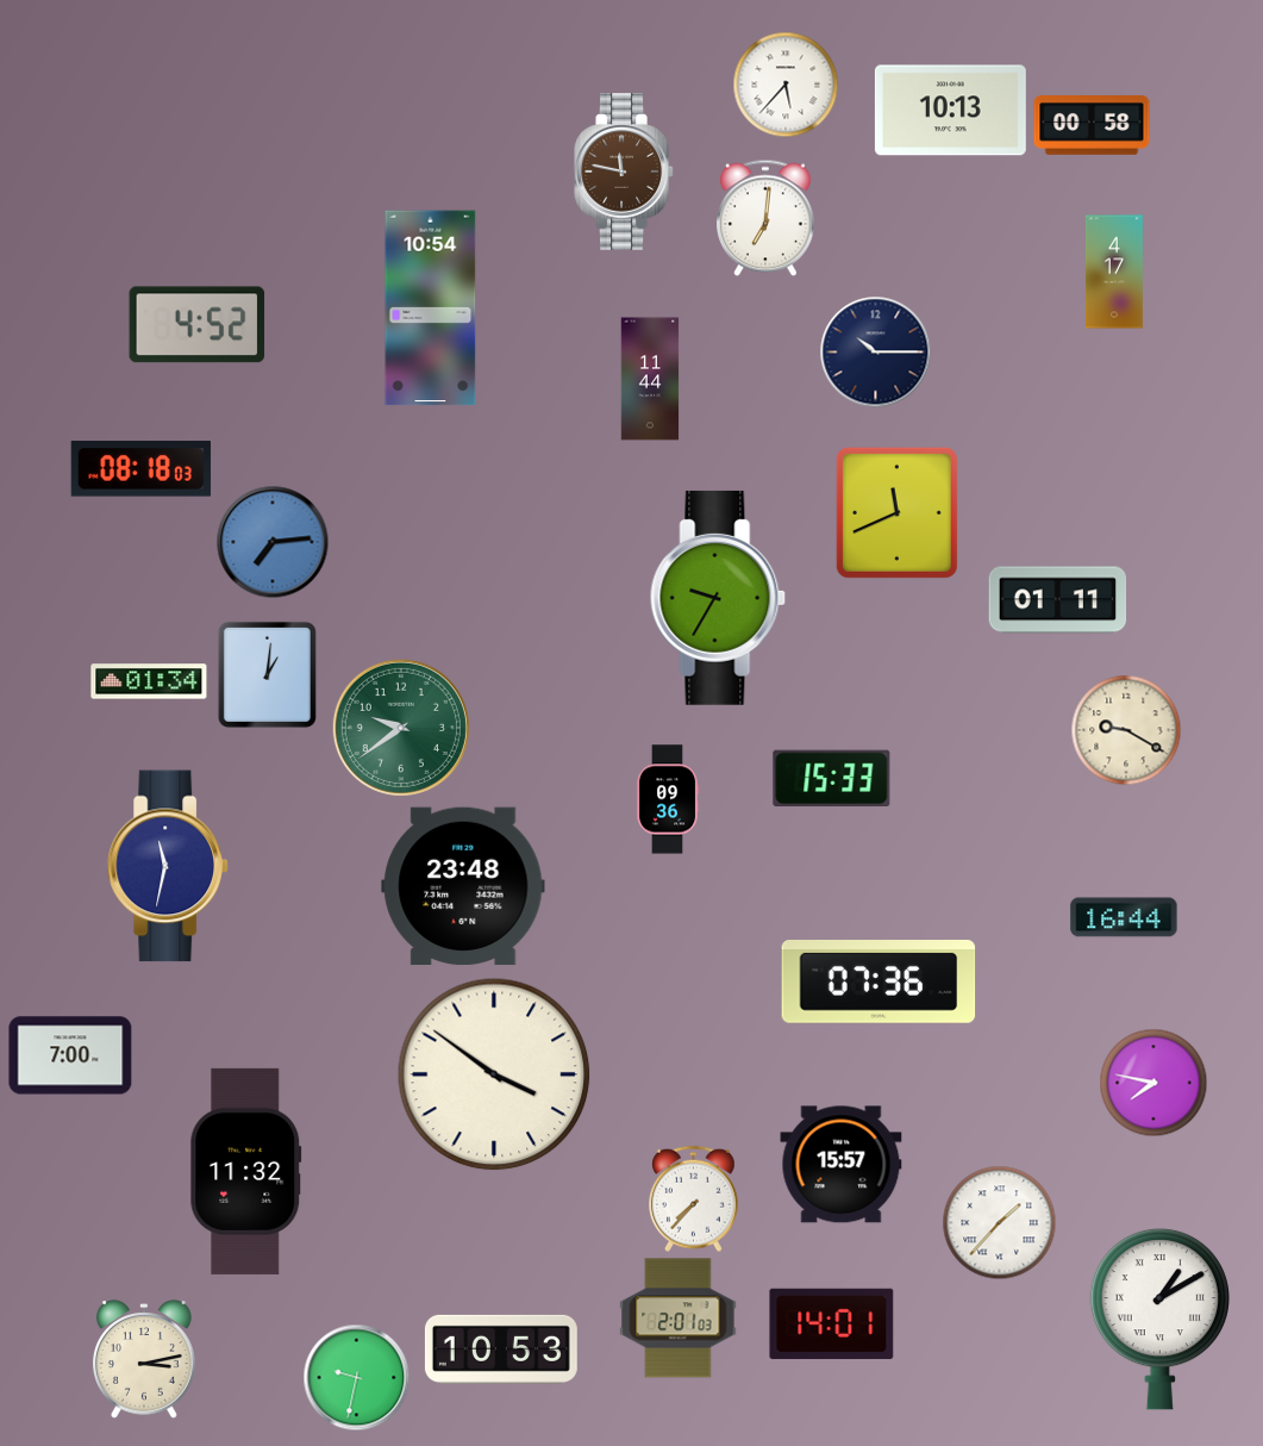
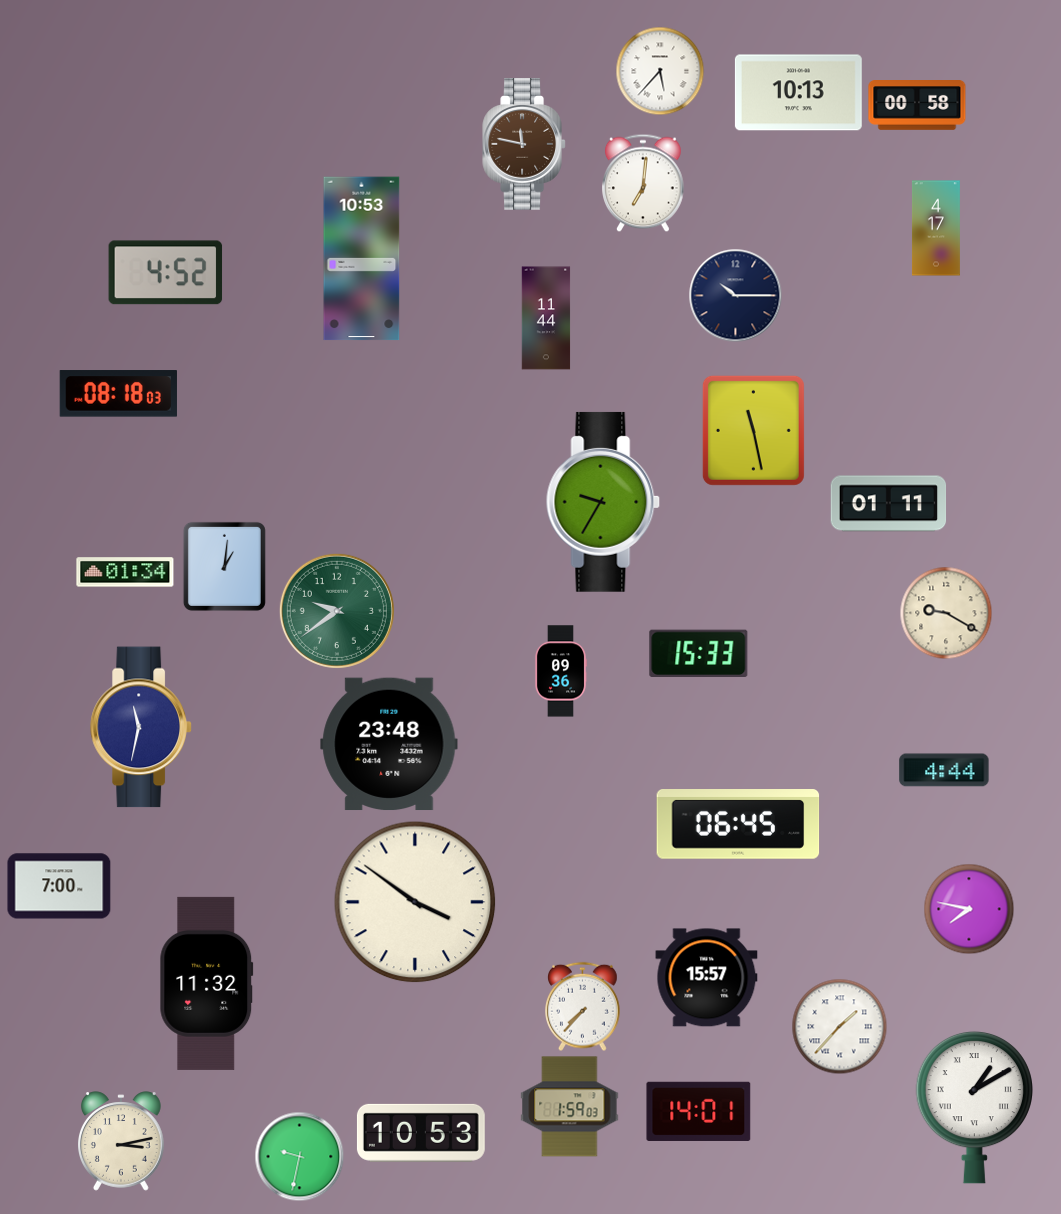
clock at (431, 308): 10:54 -> 10:53
clock at (896, 512): 11:41 -> 11:28
clock at (273, 542): 7:14 -> none
clock at (1124, 917): 16:44 -> 4:44
clock at (879, 983): 07:36 -> 06:45
clock at (679, 1319): 2:01 -> 1:59
